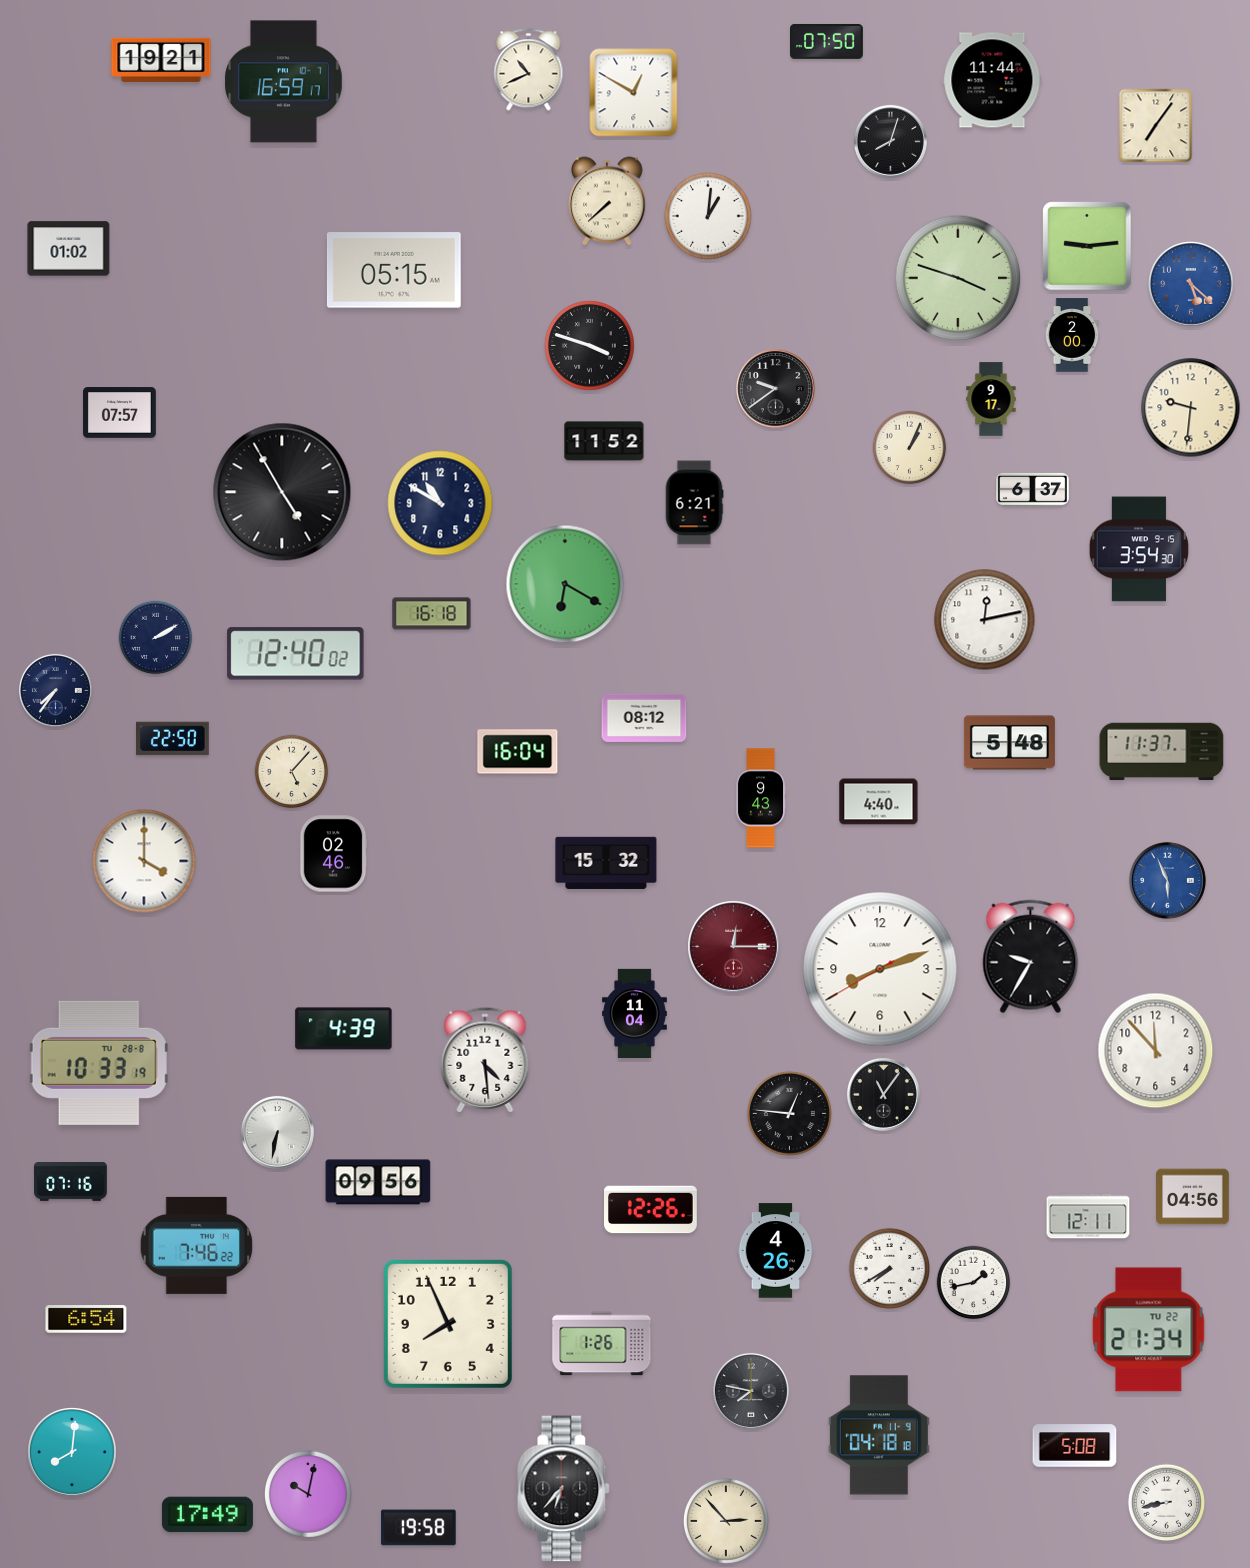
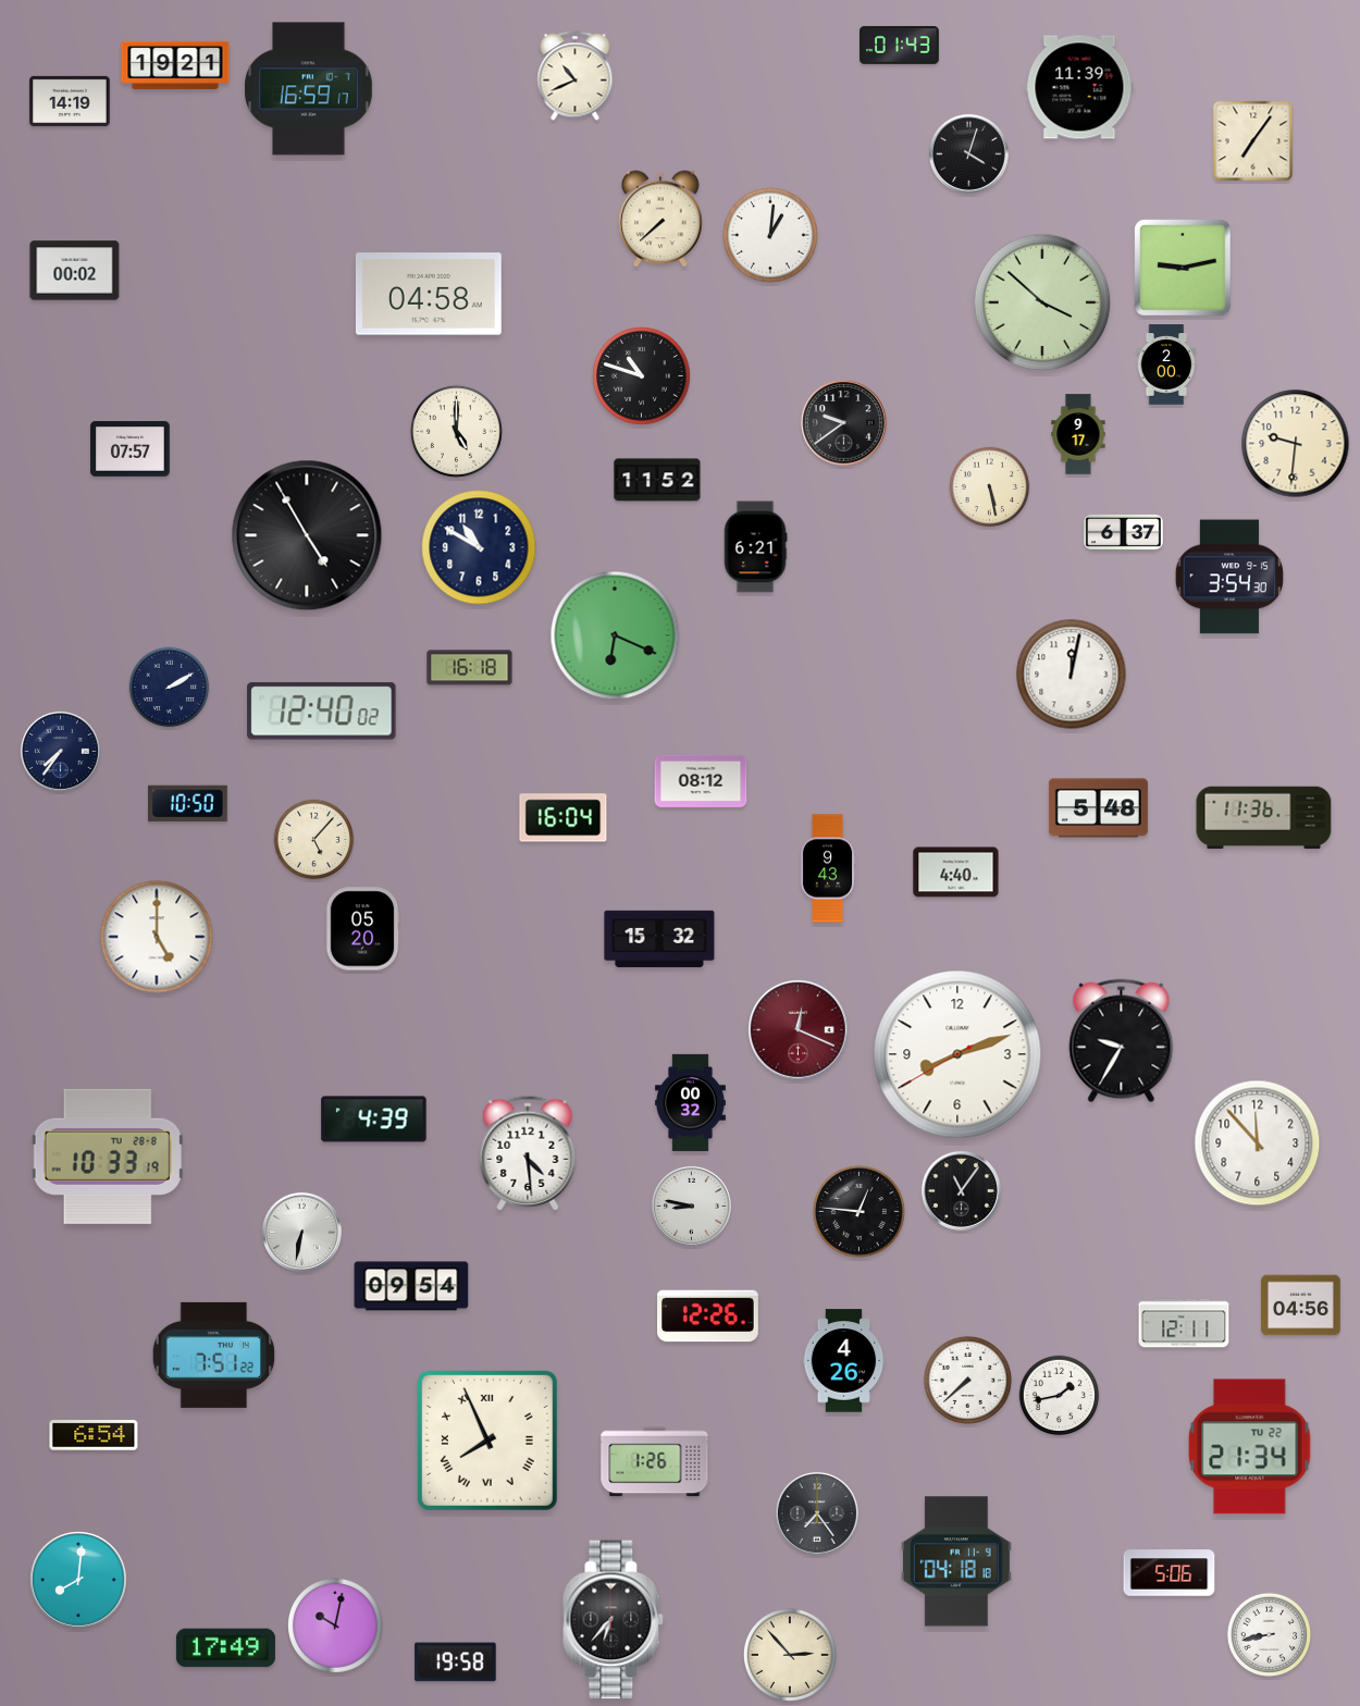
clock at (827, 41): 07:50 -> 01:43
clock at (992, 80): 11:44 -> 11:39
clock at (70, 101): none -> 14:19
clock at (634, 93): 12:50 -> none
clock at (1156, 126) position: (1156, 126) -> (1253, 141)
clock at (890, 141): 8:03 -> 4:03
clock at (1087, 246): 9:14 -> 9:13
clock at (69, 249): 01:02 -> 00:02
clock at (394, 270): 05:15 -> 04:58
clock at (958, 278): 3:48 -> 3:52
clock at (1192, 285): 5:22 -> none
clock at (590, 346): 3:48 -> 10:48
clock at (456, 431): none -> 5:00
clock at (910, 448): 1:04 -> 5:28
clock at (1139, 549) position: (1139, 549) -> (1229, 577)
clock at (565, 584): 6:20 -> 6:19
clock at (985, 620): 12:13 -> 12:02
clock at (156, 638) position: (156, 638) -> (170, 688)
clock at (173, 739): 22:50 -> 10:50
clock at (1162, 752): 11:37 -> 11:36
clock at (292, 772) position: (292, 772) -> (314, 840)
clock at (333, 854): 02:46 -> 05:20
clock at (144, 861): 4:00 -> 5:00
clock at (1167, 880): 5:56 -> none
clock at (734, 947): 12:15 -> 12:19
clock at (634, 1013): 11:04 -> 00:32
clock at (691, 1206): none -> 8:47
clock at (71, 1181): 07:16 -> none
clock at (378, 1182): 09:56 -> 09:54
clock at (1193, 1197) position: (1193, 1197) -> (1301, 1306)
clock at (197, 1245): 7:46 -> 7:51
clock at (889, 1268): 7:40 -> 7:38
clock at (448, 1324) numerals: Arabic -> Roman
clock at (751, 1391): 7:47 -> 7:24
clock at (1075, 1446): 5:08 -> 5:06
